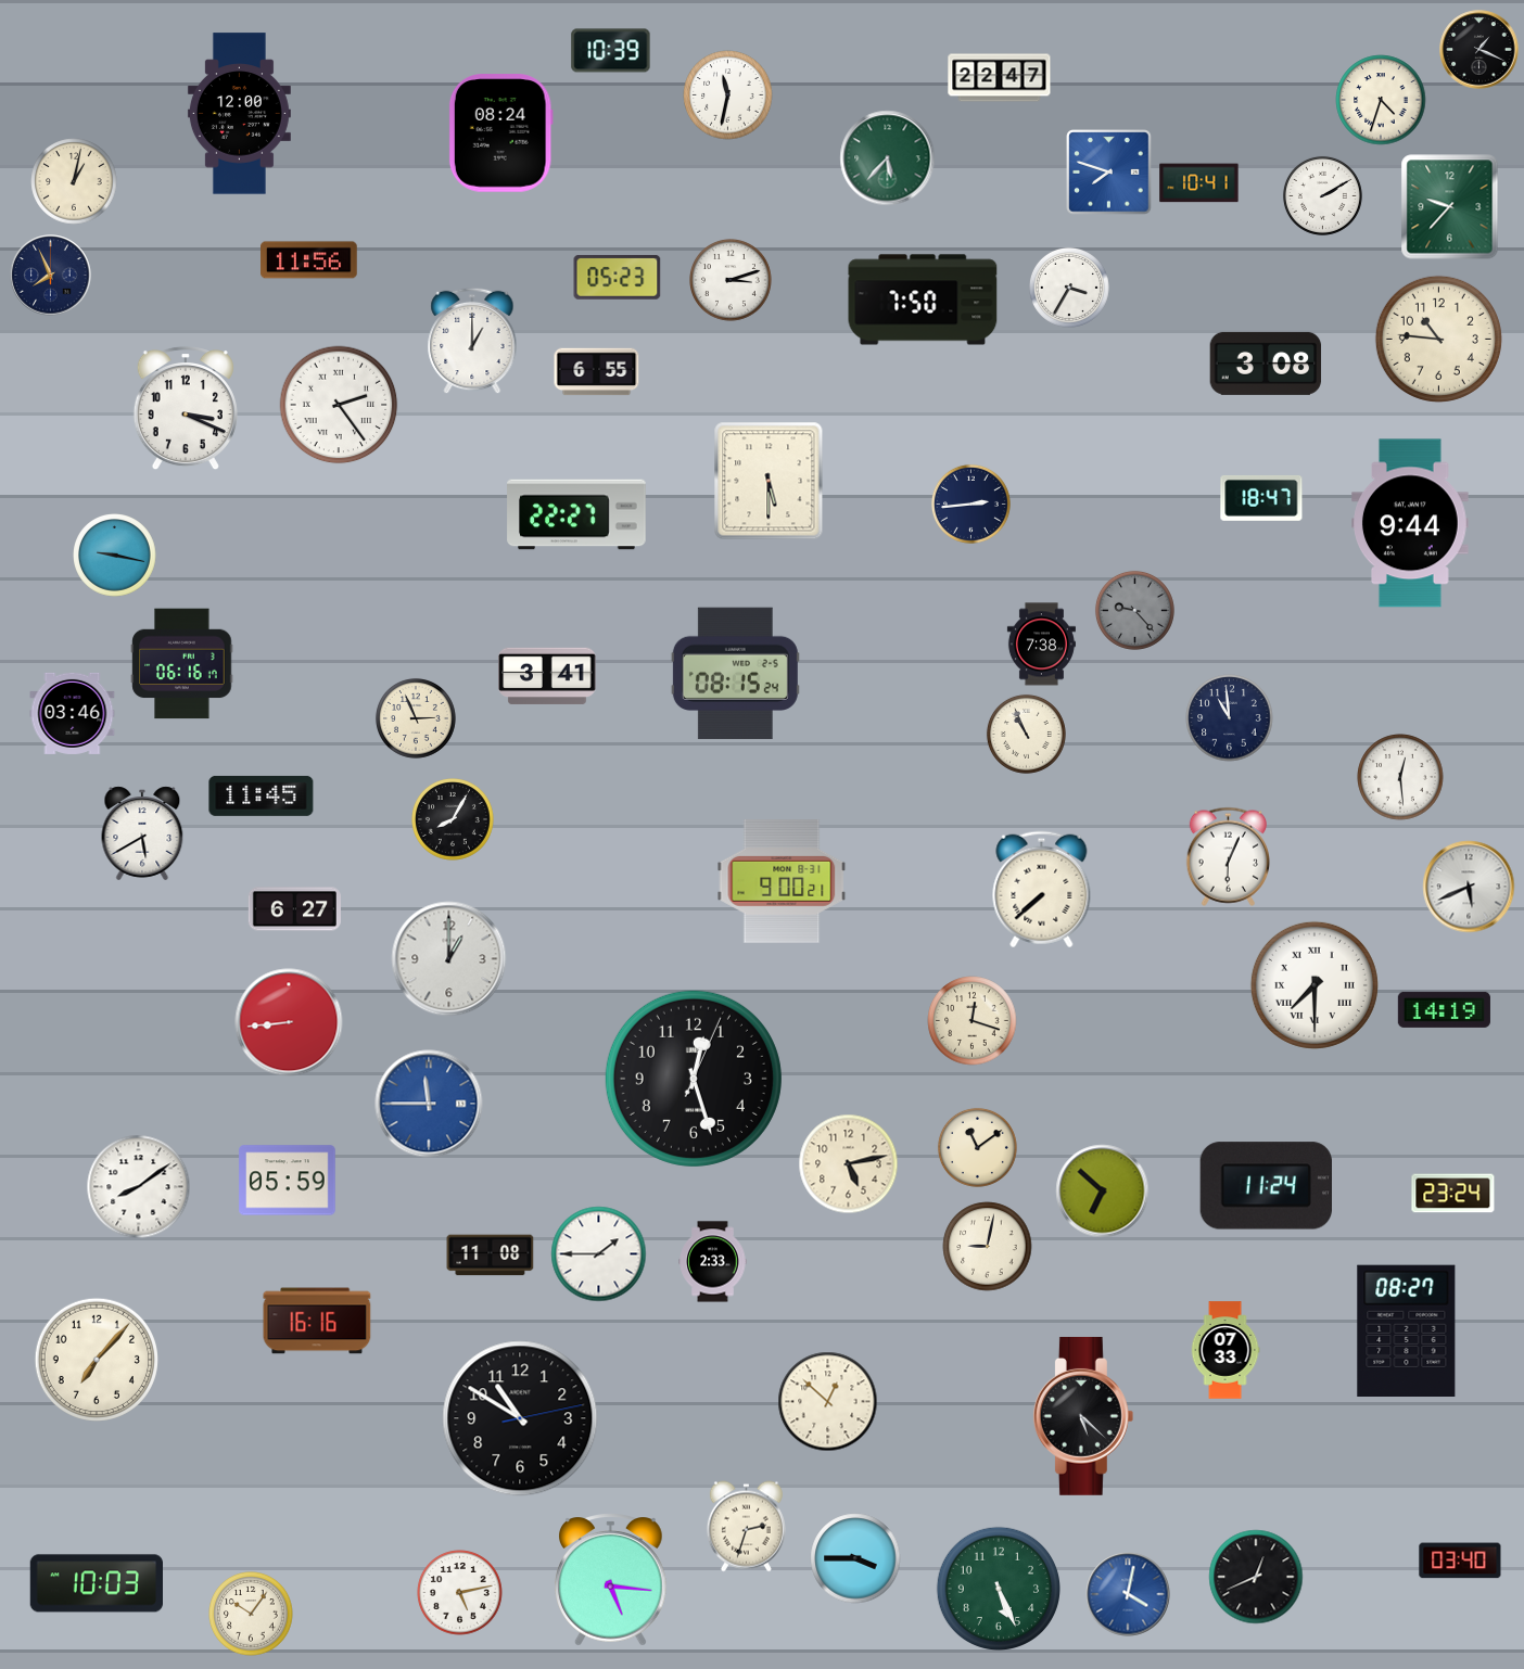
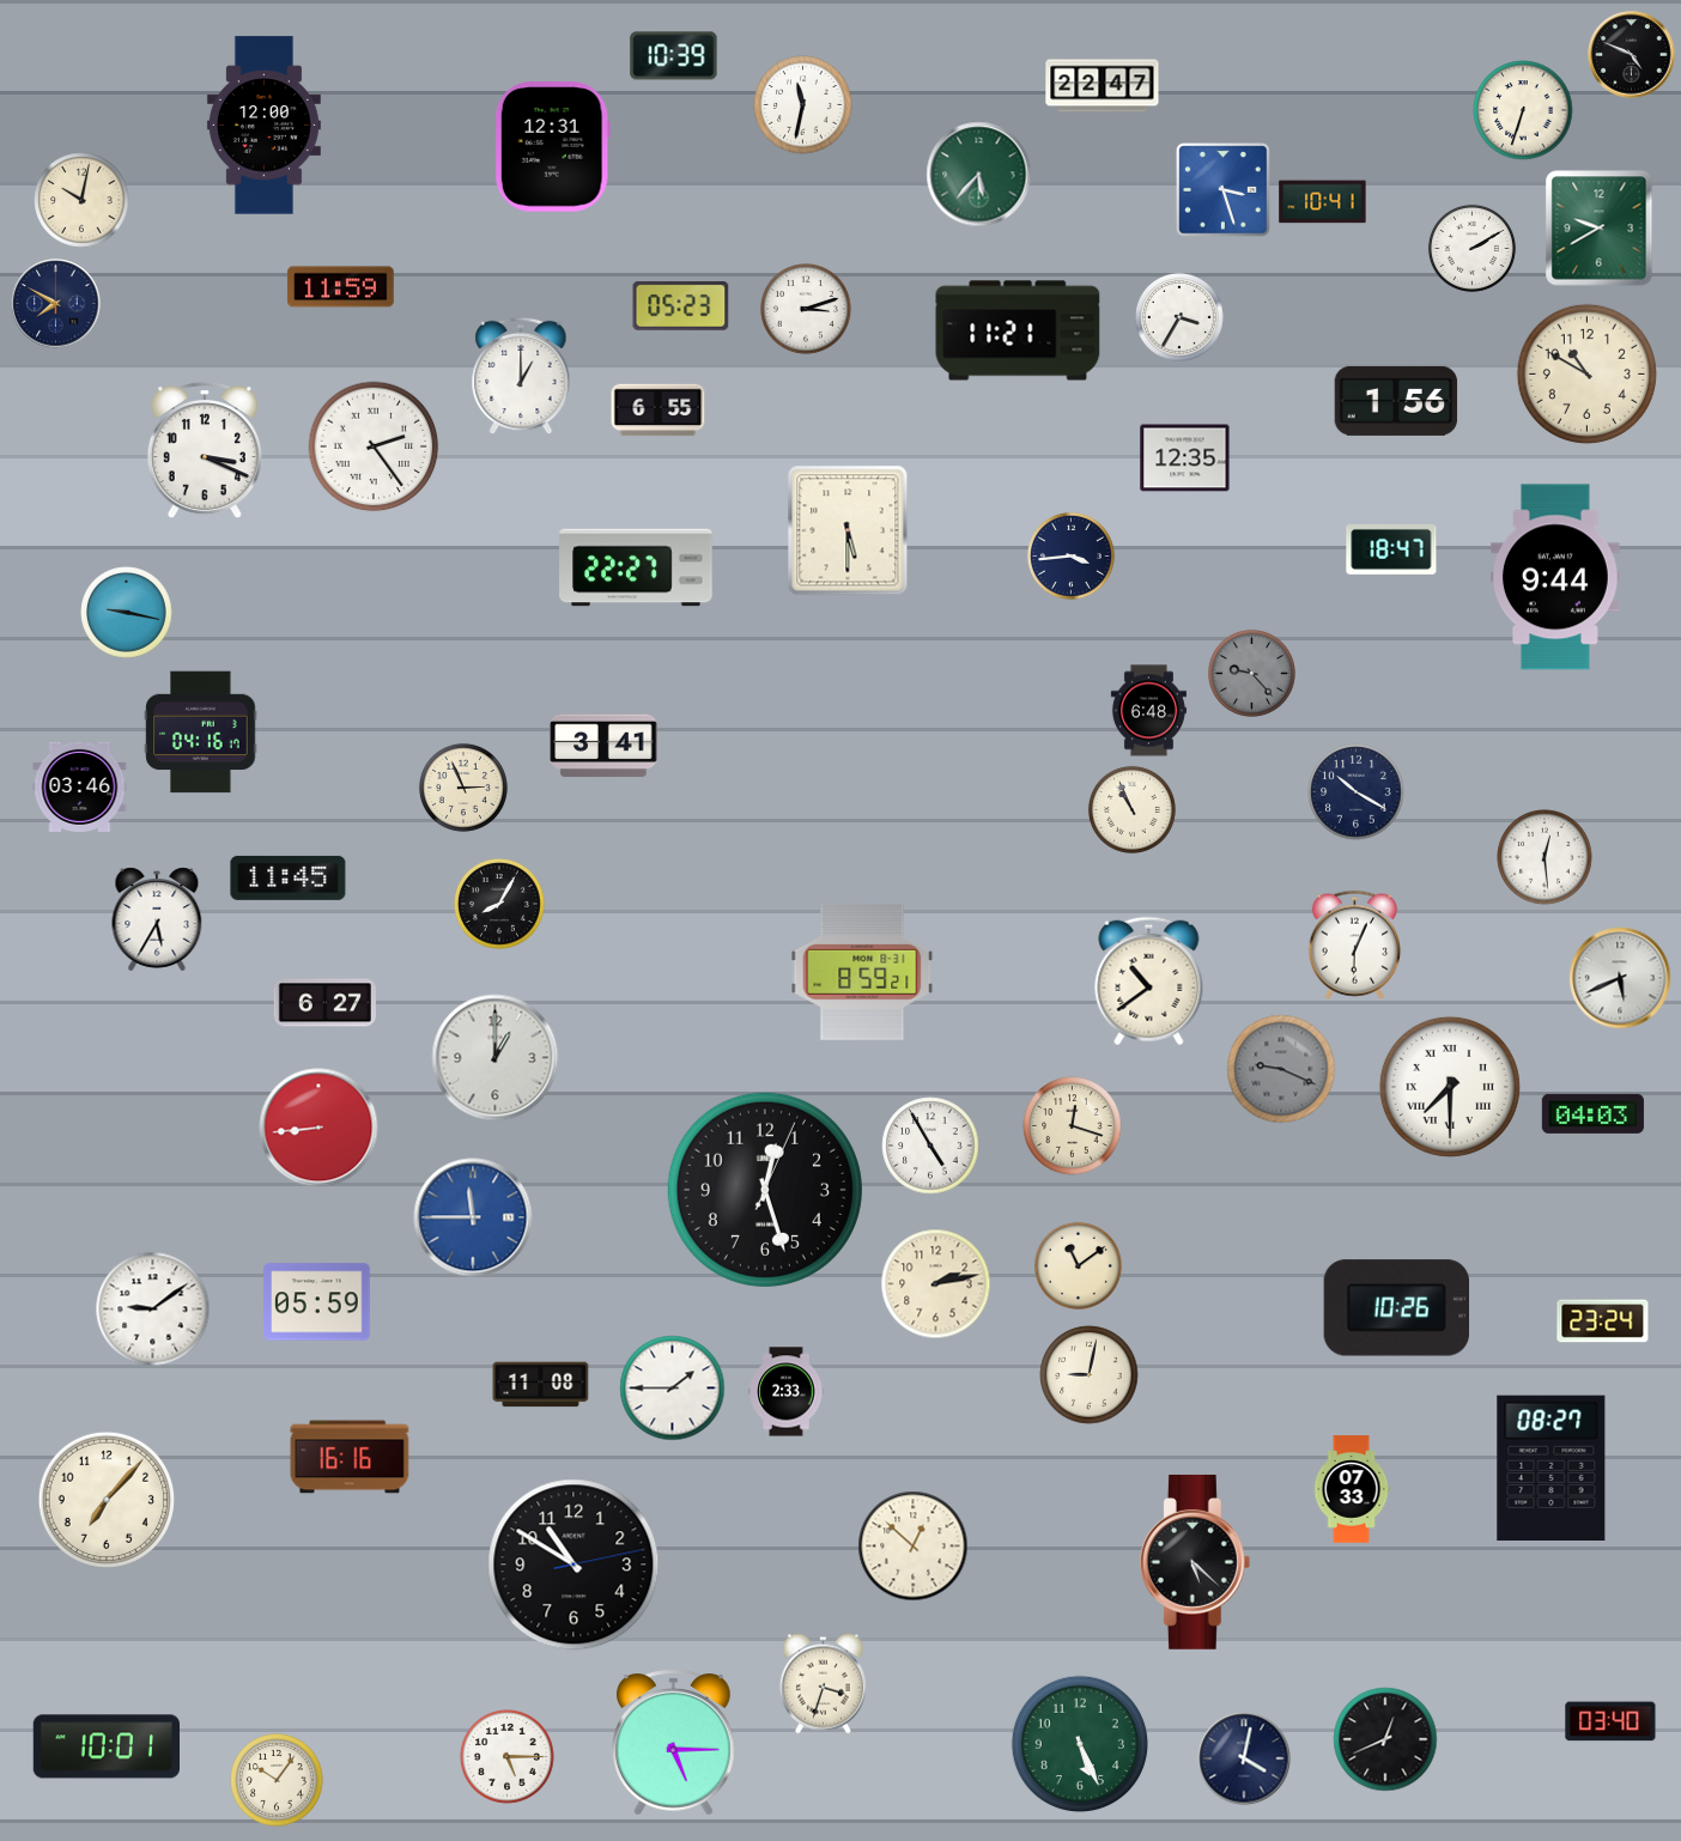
clock at (1479, 50): 1:19 -> 4:49
clock at (1381, 100): 4:33 -> 6:33
clock at (500, 133): 08:24 -> 12:31
clock at (1109, 173): 7:48 -> 3:27
clock at (74, 181): 1:02 -> 10:02
clock at (1322, 195) position: (1322, 195) -> (1471, 248)
clock at (1450, 207): 9:37 -> 9:40
clock at (309, 260): 11:56 -> 11:59
clock at (51, 276): 7:56 -> 7:50
clock at (923, 300): 7:50 -> 11:21
clock at (1438, 339): 10:46 -> 10:50
clock at (1266, 364): 3:08 -> 1:56
clock at (1185, 458): none -> 12:35
clock at (970, 504): 2:44 -> 3:44
clock at (1041, 645): 7:38 -> 6:48
clock at (182, 664): 06:16 -> 04:16
clock at (735, 674): 08:15 -> none
clock at (416, 718) position: (416, 718) -> (463, 788)
clock at (1230, 718): 10:59 -> 10:20
clock at (142, 833): 5:40 -> 5:35
clock at (782, 881): 9:00 -> 8:59
clock at (1042, 890): 7:38 -> 10:39
clock at (1281, 1069): none -> 9:19
clock at (1444, 1009): 14:19 -> 04:03
clock at (930, 1146): none -> 4:55
clock at (849, 1164): 5:13 -> 2:13
clock at (1266, 1186): 11:24 -> 10:26
clock at (139, 1187): 8:09 -> 9:09
clock at (1103, 1192): 6:52 -> none
clock at (1453, 1194) position: (1453, 1194) -> (1603, 1321)
clock at (599, 1254) position: (599, 1254) -> (673, 1389)
clock at (746, 1527): 2:33 -> 3:33
clock at (855, 1558): 3:45 -> none
clock at (611, 1580): 5:16 -> 5:15
clock at (96, 1583): 10:03 -> 10:01
clock at (998, 1588) position: (998, 1588) -> (1079, 1743)
clock at (460, 1593): 5:13 -> 5:15
clock at (1128, 1594) dial: blue -> navy
